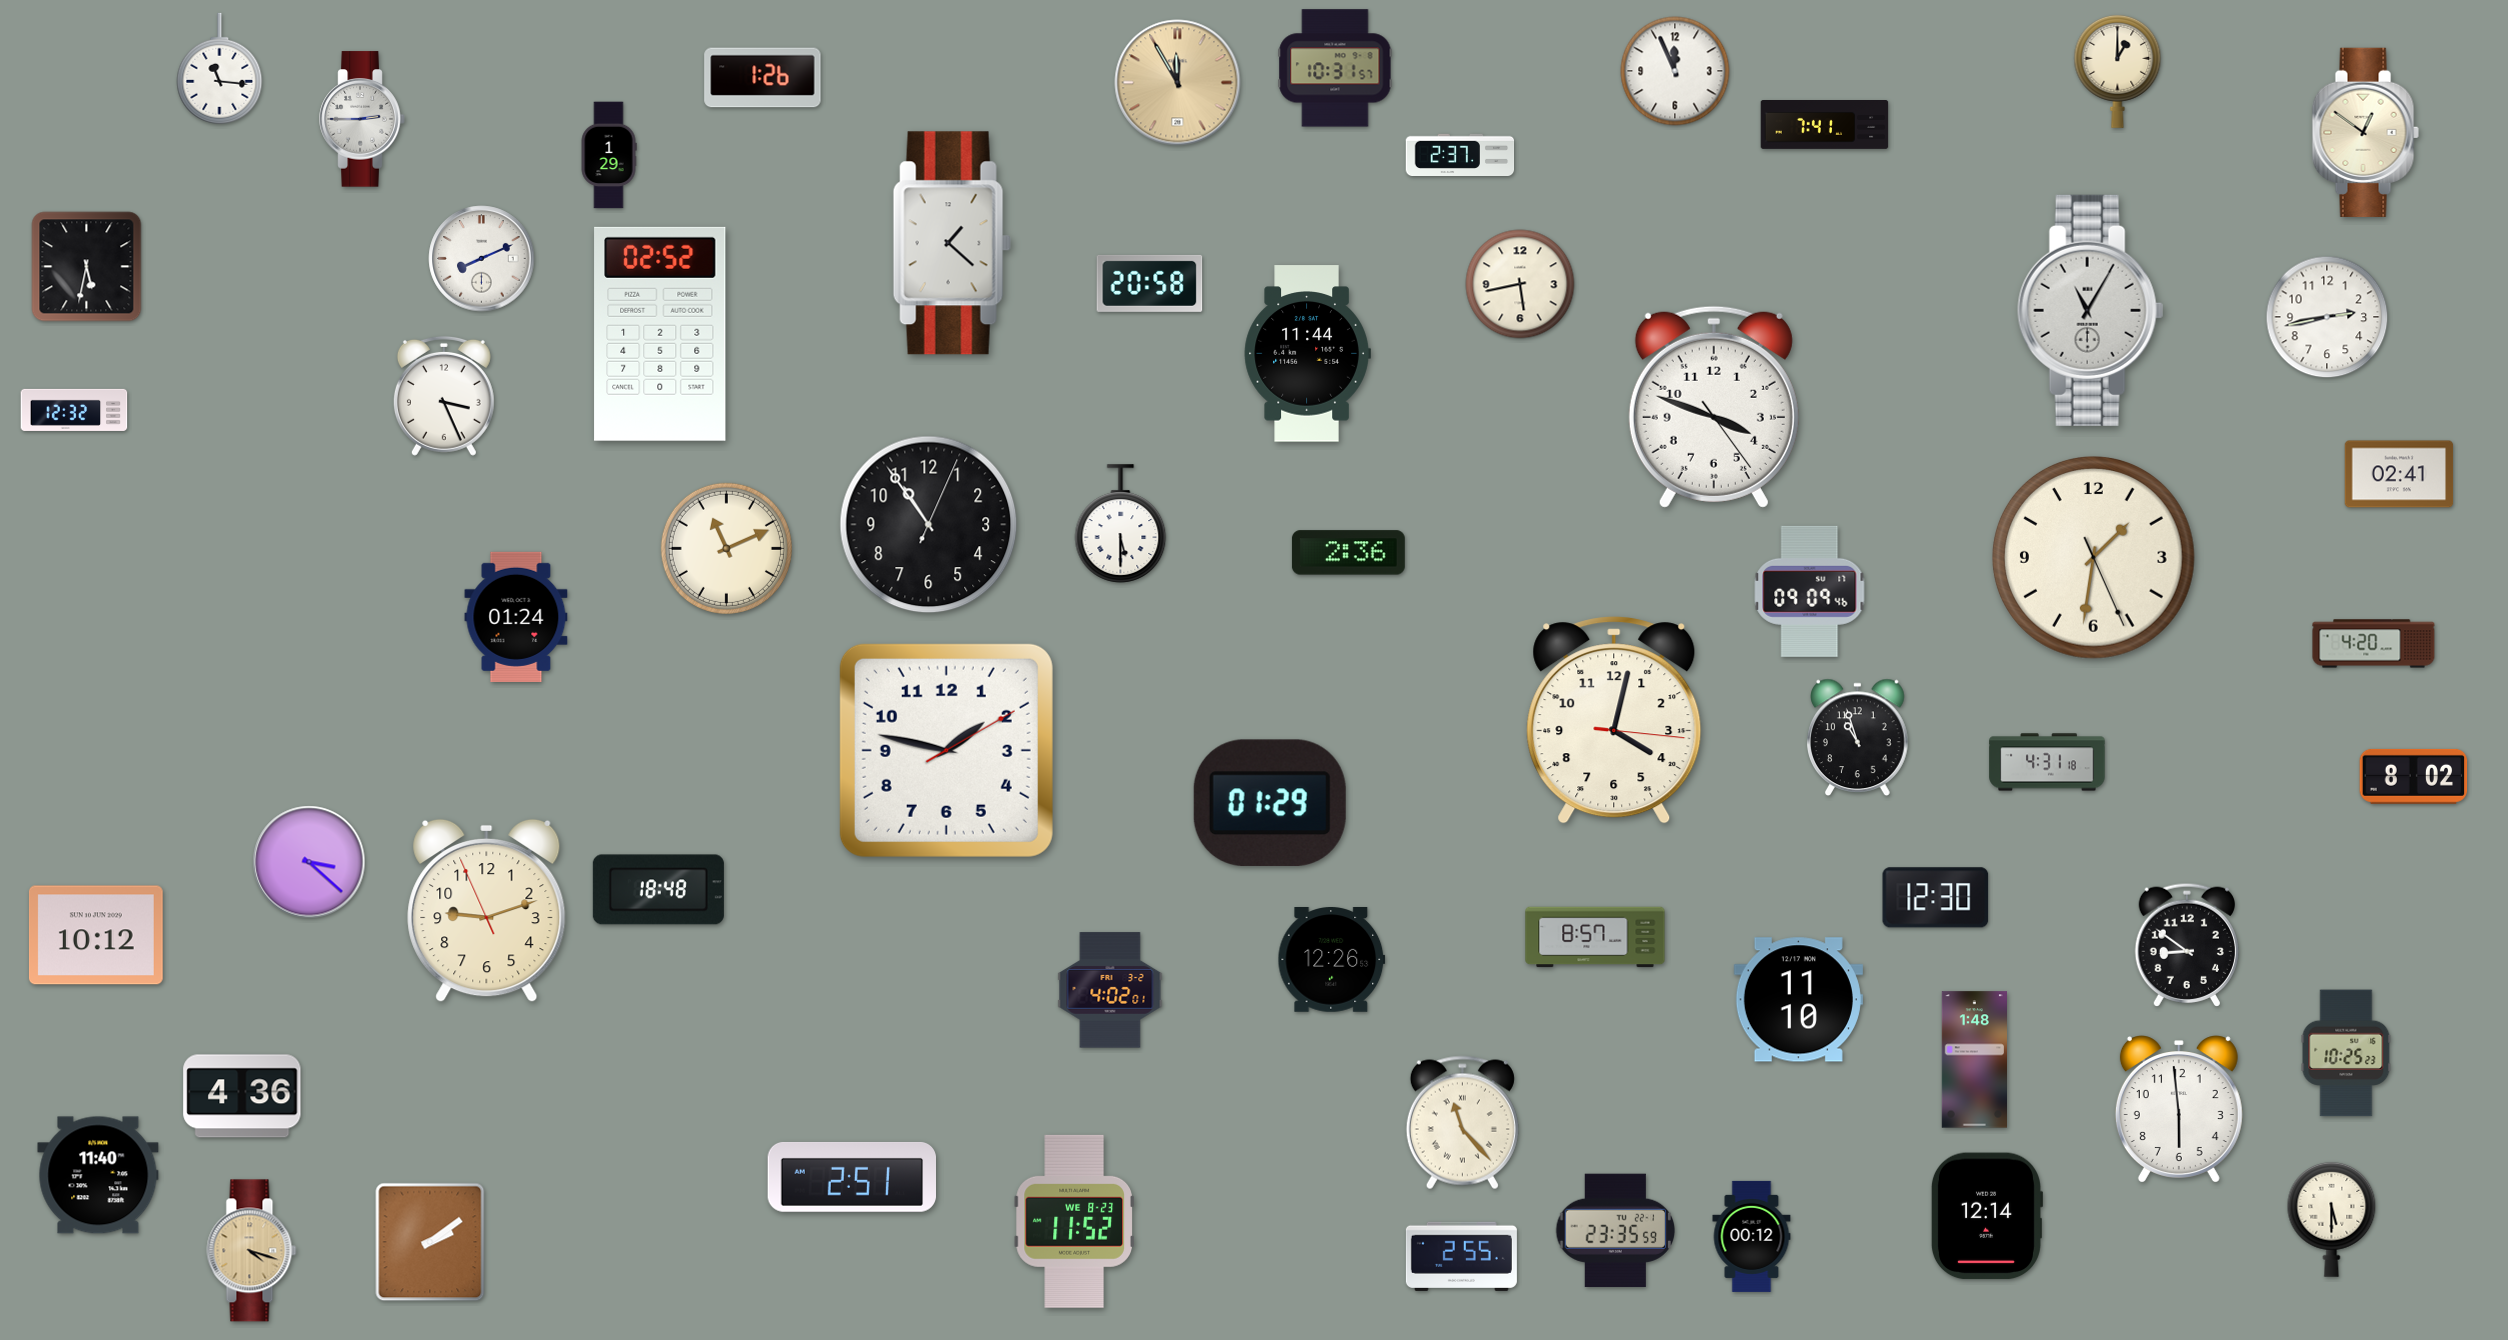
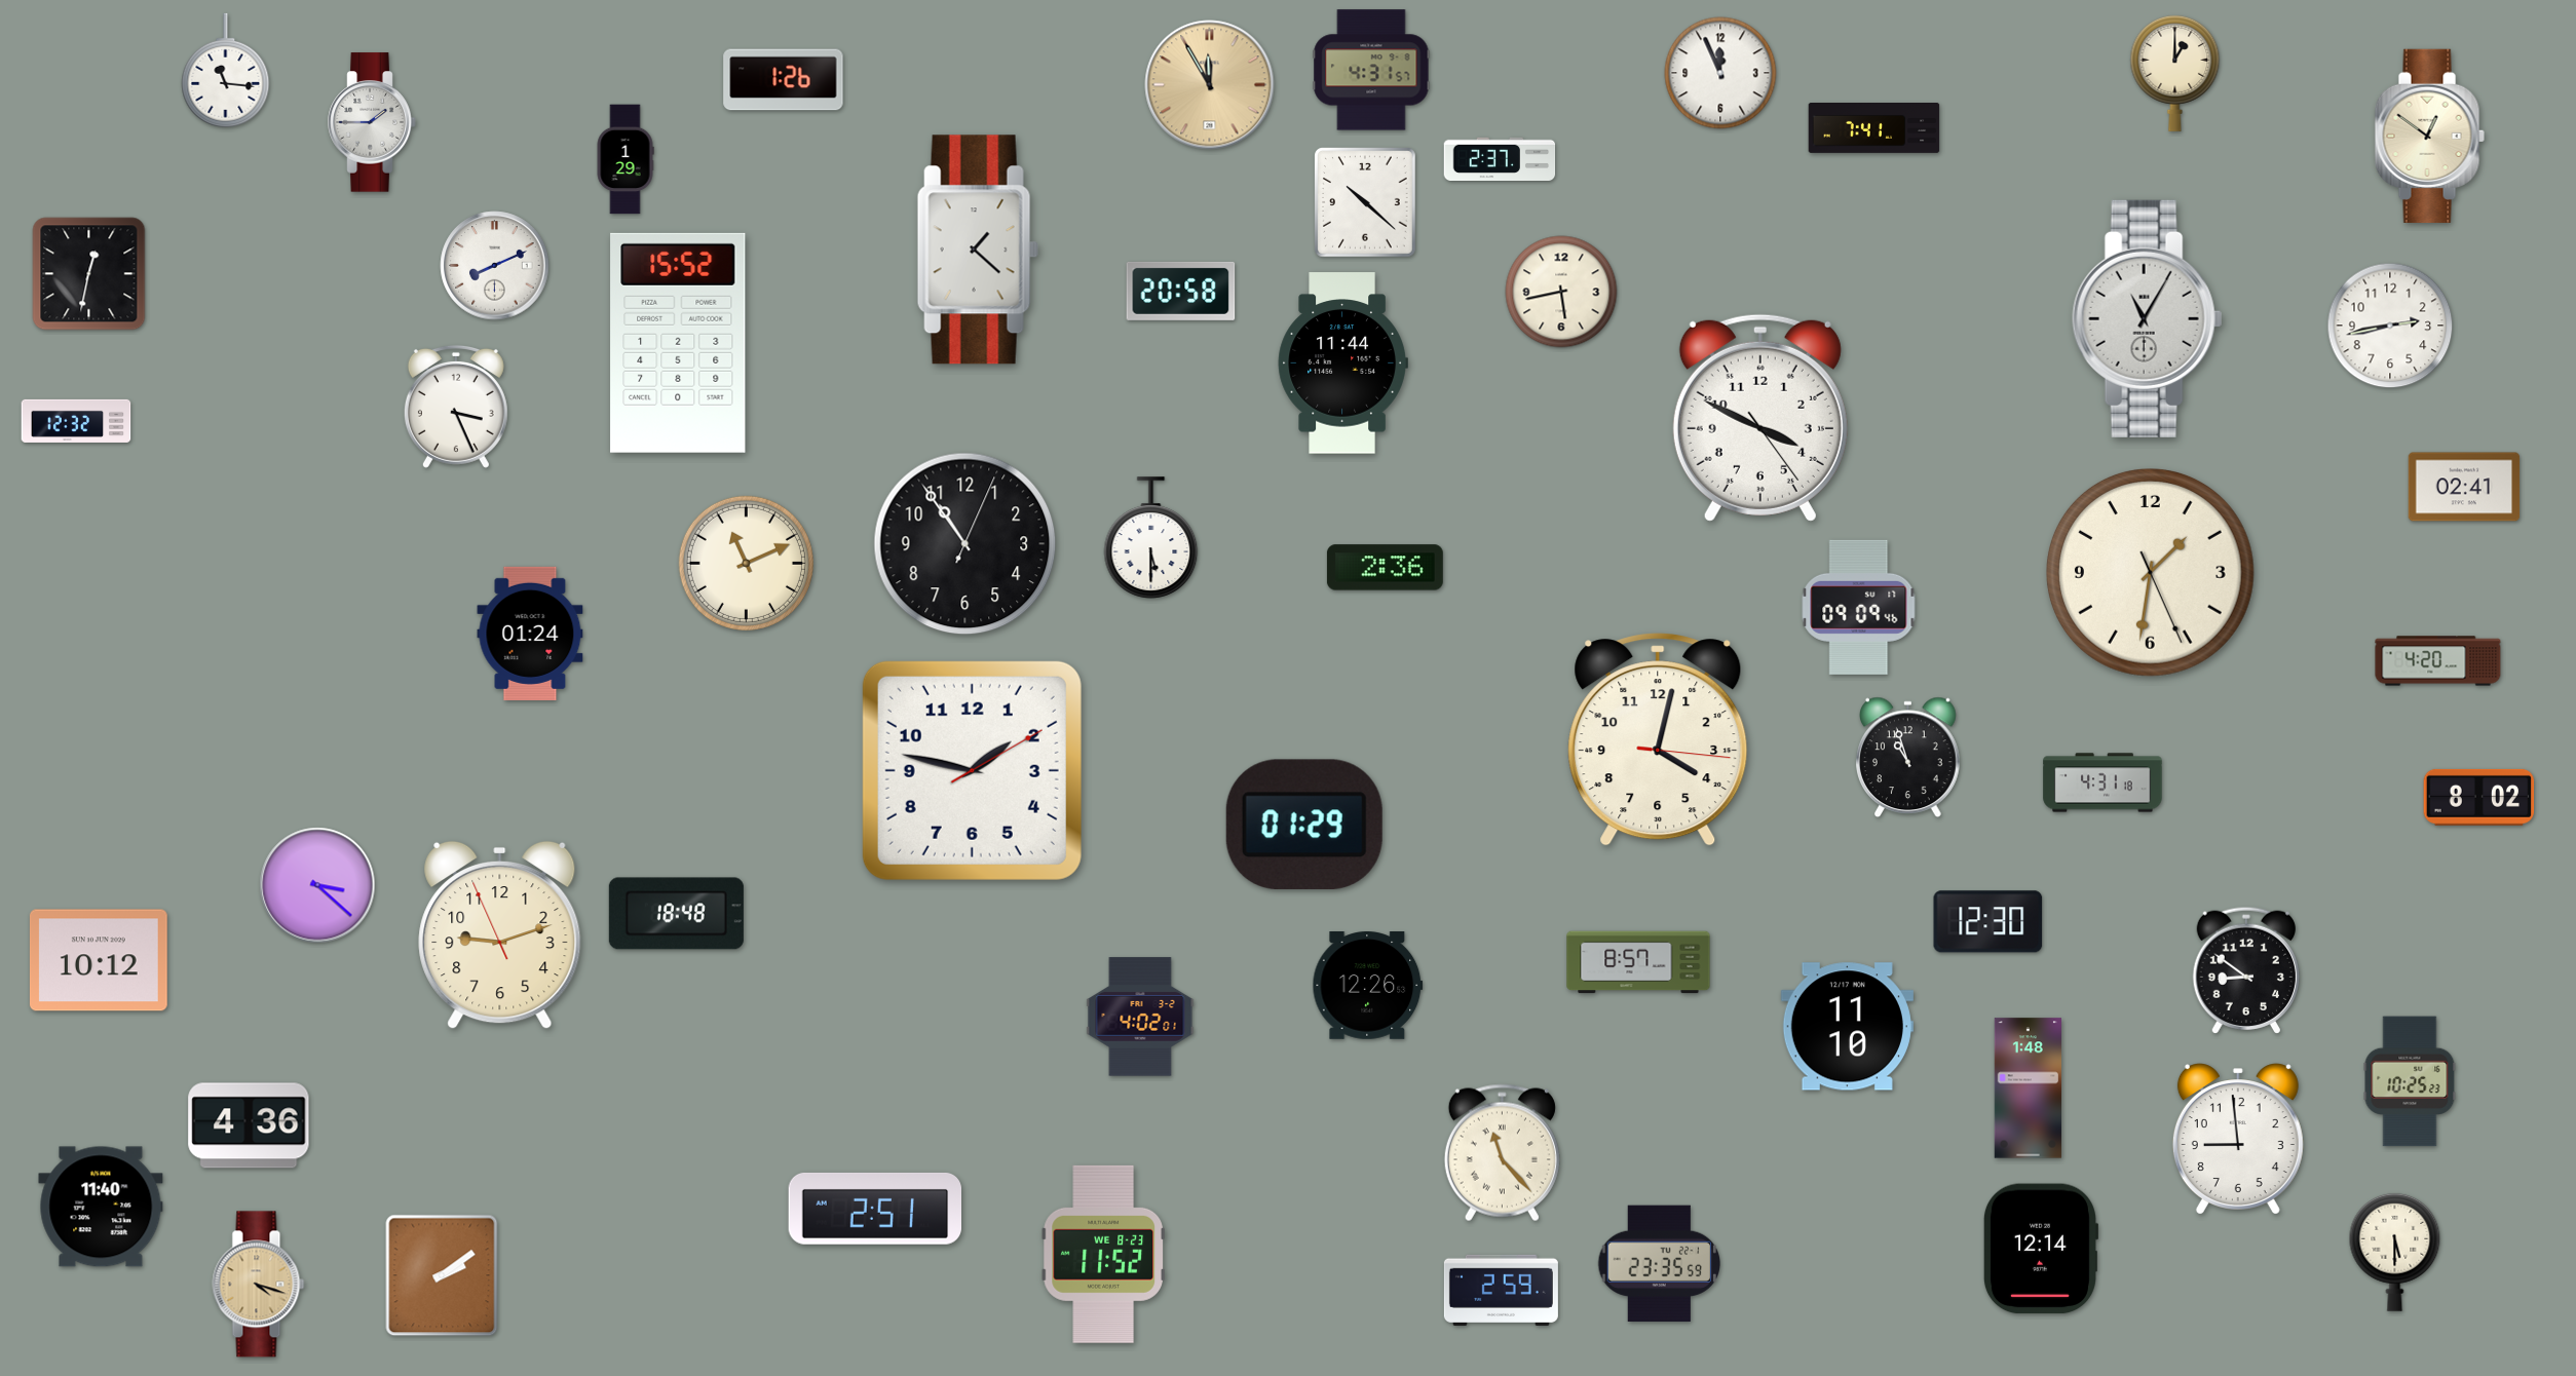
clock at (1335, 68): 10:31 -> 4:31
clock at (362, 119): 2:45 -> 1:45
clock at (1366, 203): none -> 10:22
clock at (87, 267): 5:32 -> 12:32
clock at (660, 334): 02:52 -> 15:52
clock at (1714, 407): 3:48 -> 3:49
clock at (929, 525) position: (929, 525) -> (965, 544)
clock at (2179, 1109): 5:59 -> 8:59
clock at (1752, 1236): 00:12 -> none
clock at (1461, 1256): 2:55 -> 2:59
